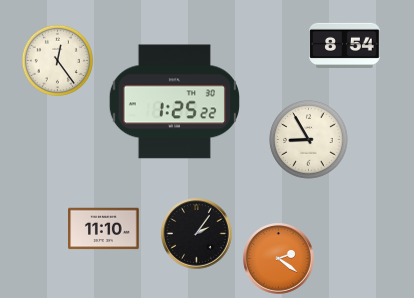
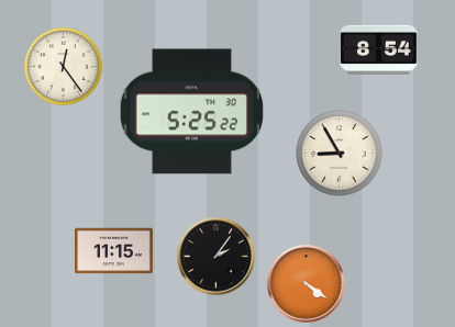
clock at (174, 102): 1:25 -> 5:25
clock at (104, 229): 11:10 -> 11:15
clock at (279, 259): 2:21 -> 4:21
